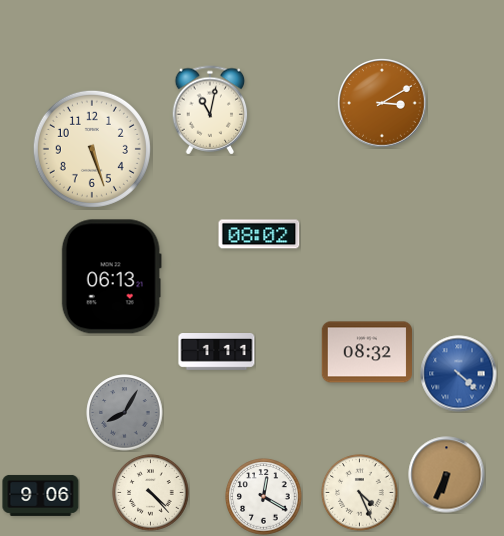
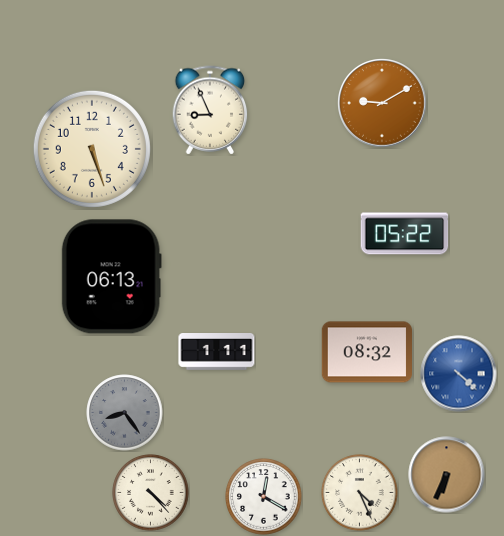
clock at (383, 104): 3:10 -> 9:10
clock at (210, 110): 11:02 -> 8:56
clock at (259, 234): 08:02 -> none
clock at (405, 234): none -> 05:22
clock at (125, 413): 8:05 -> 8:24
clock at (41, 495): 9:06 -> none
